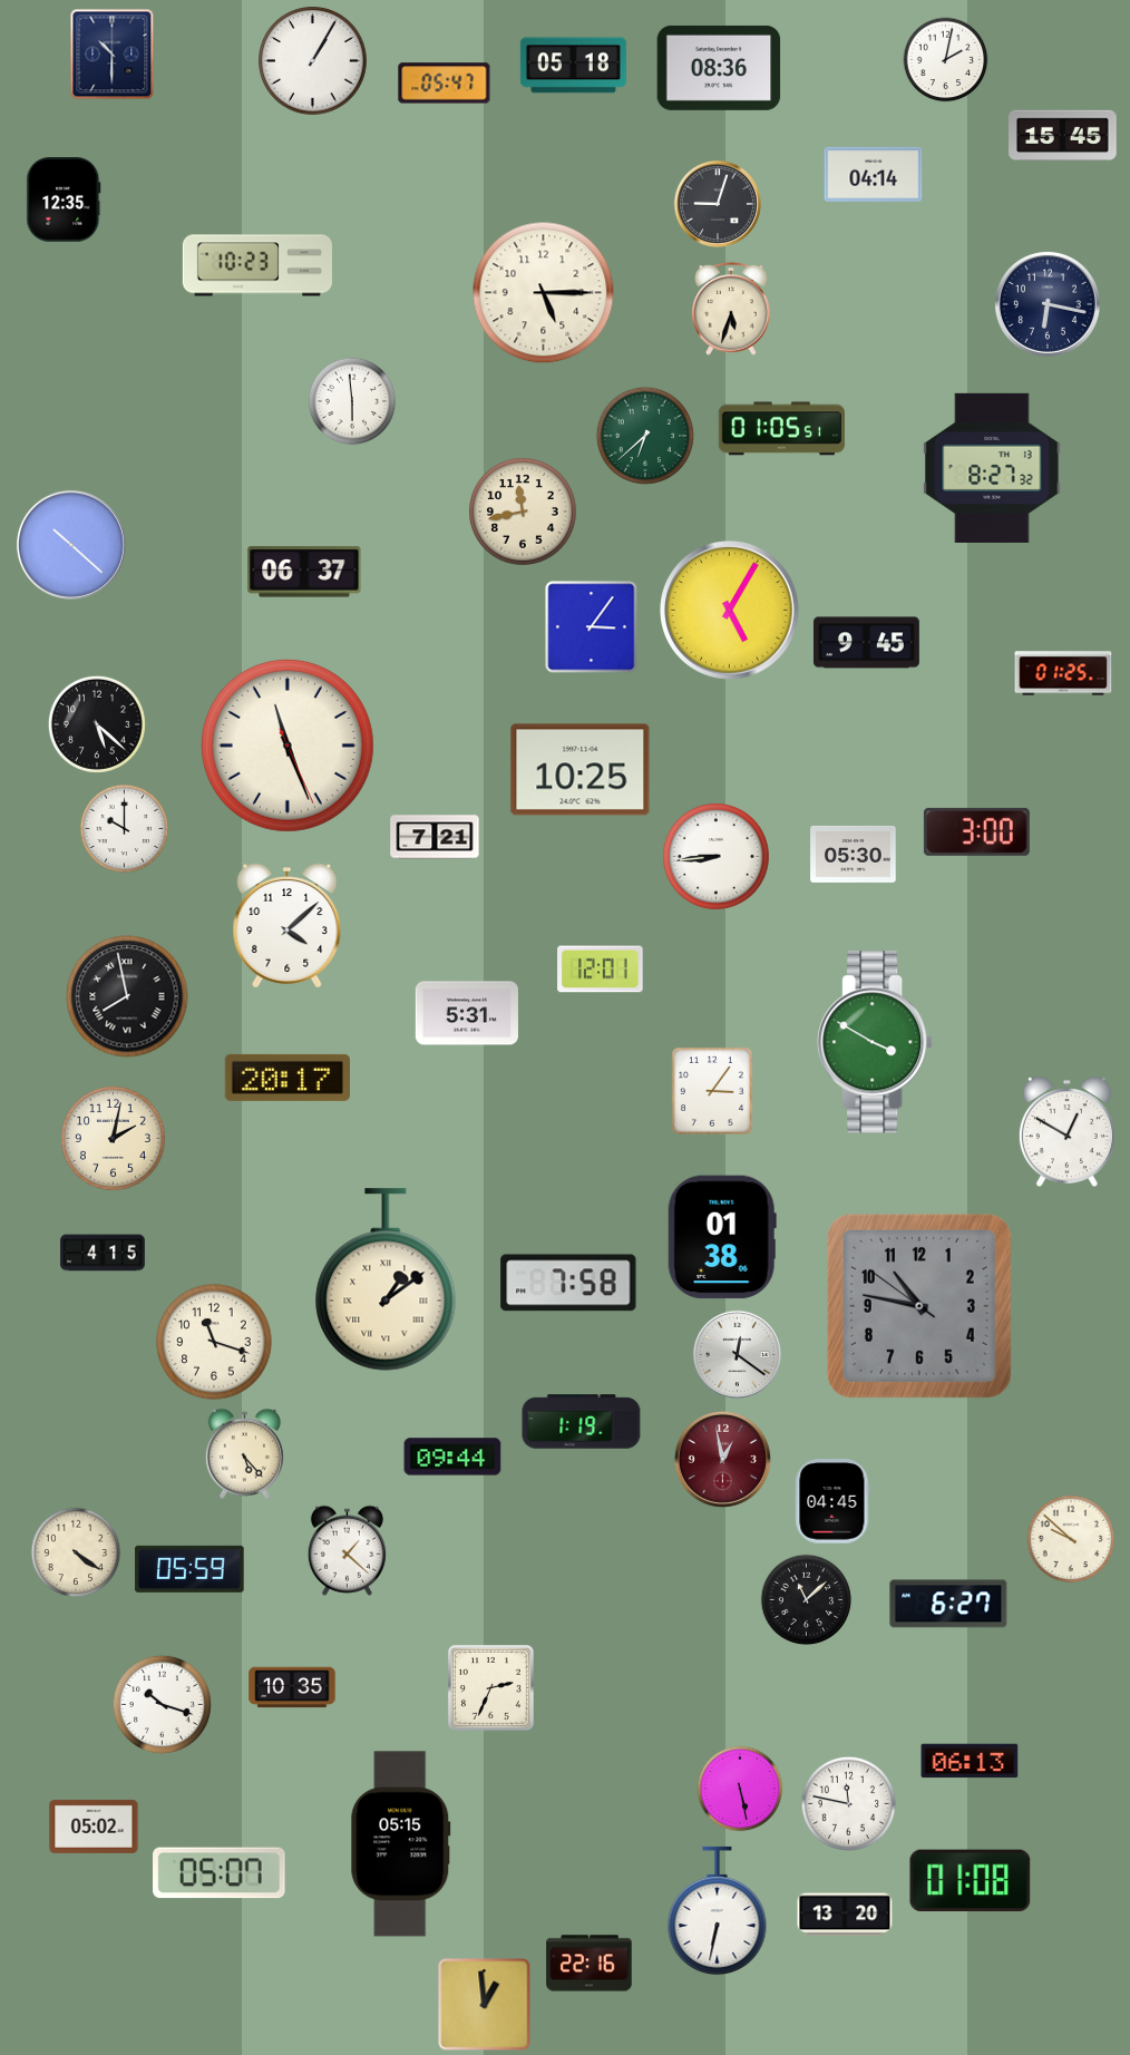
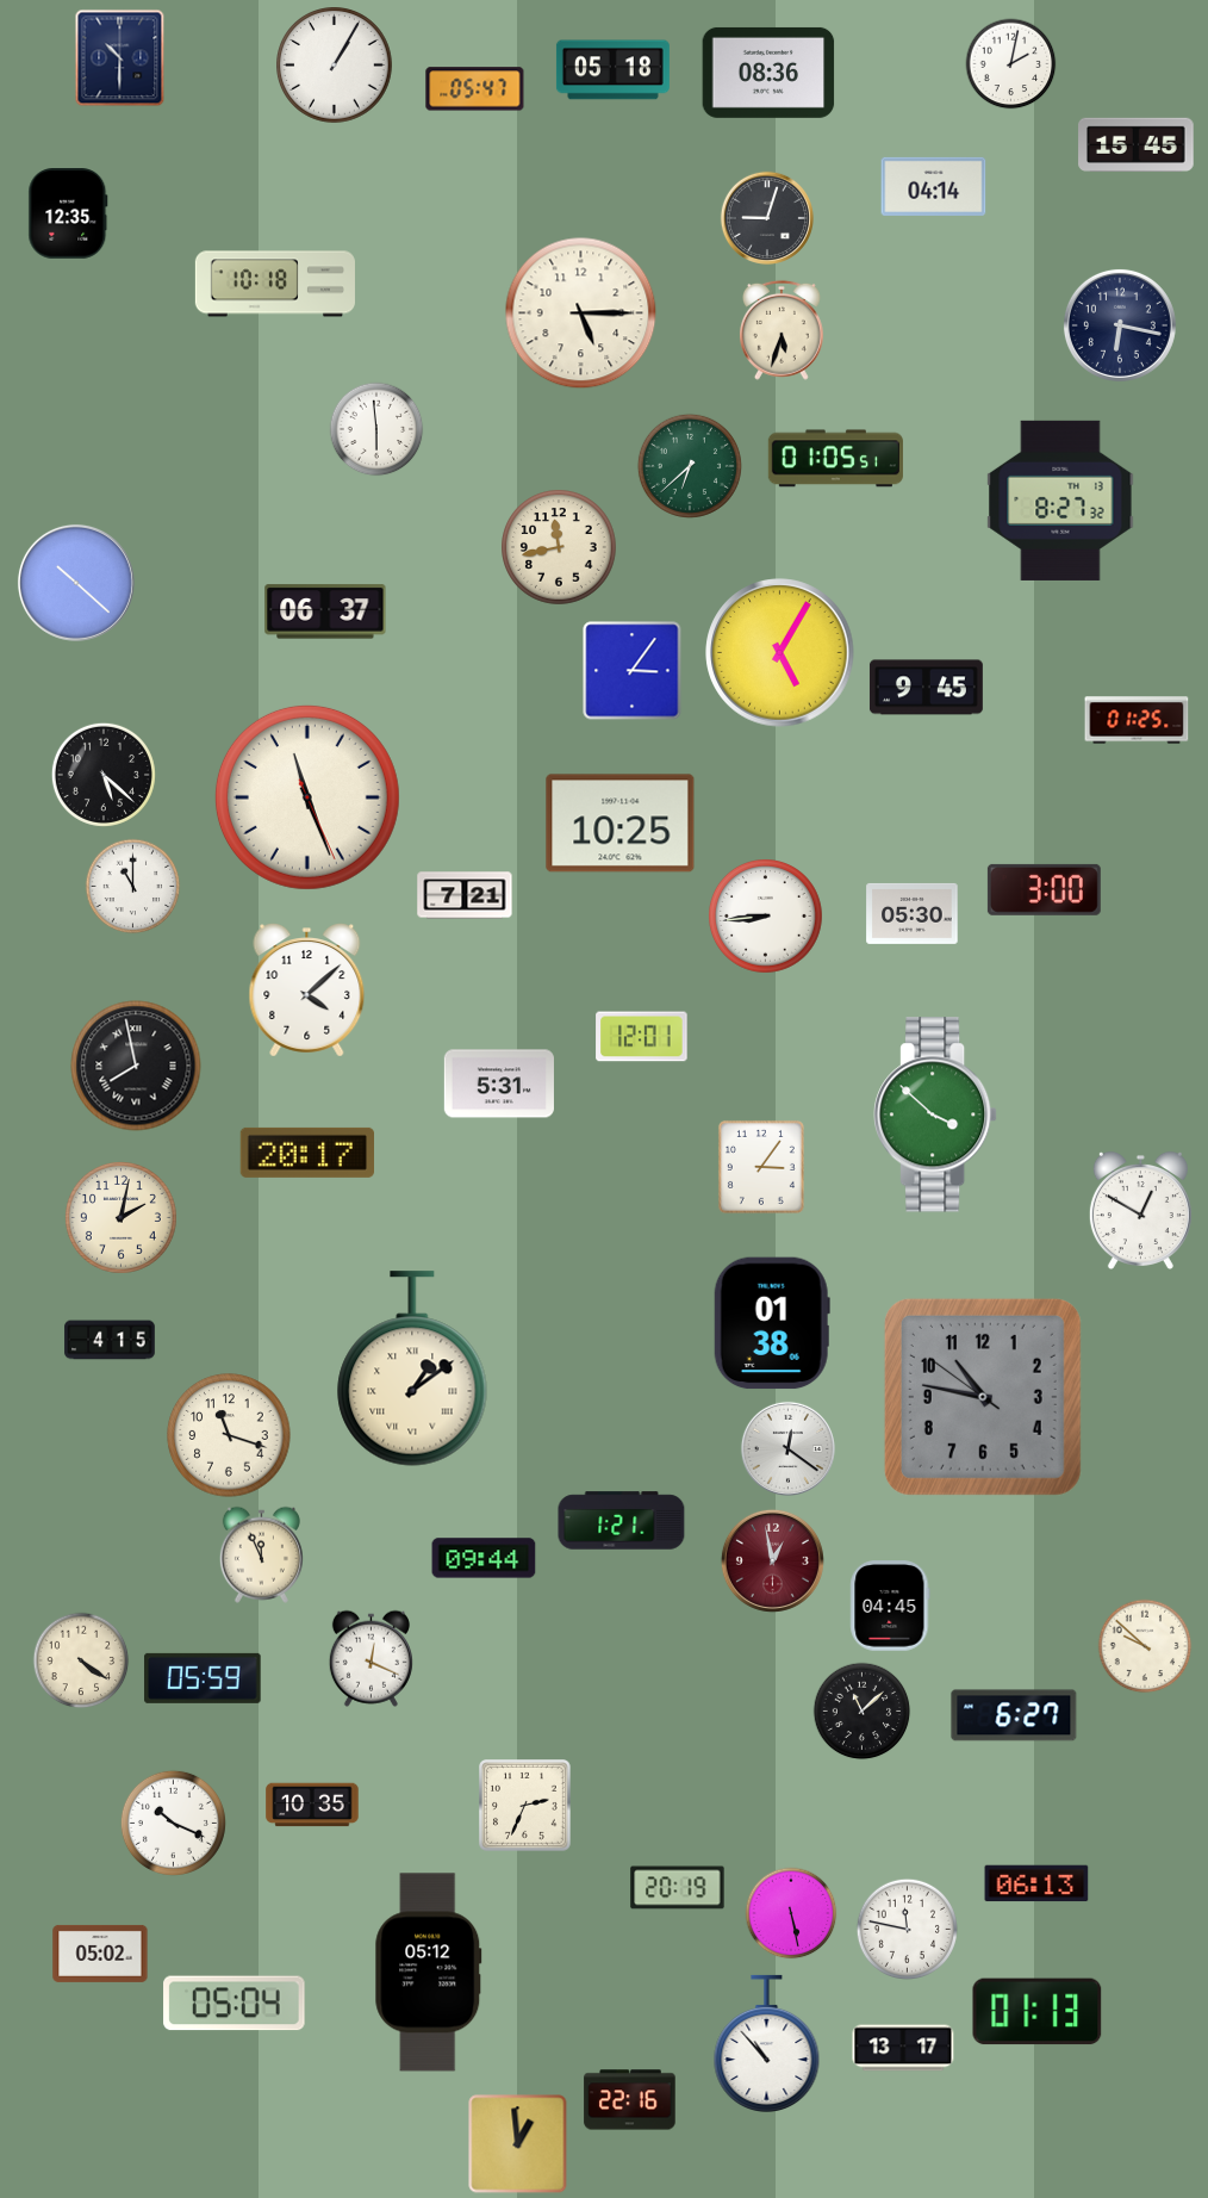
clock at (257, 265): 10:23 -> 10:18
clock at (125, 829): 10:00 -> 11:00
clock at (876, 1042): 3:50 -> 3:52
clock at (568, 1283): 7:58 -> none
clock at (582, 1422): 1:19 -> 1:21
clock at (244, 1453): 5:23 -> 11:56
clock at (347, 1550): 1:22 -> 12:19
clock at (162, 1704): 10:18 -> 10:19
clock at (678, 1888): none -> 20:19
clock at (401, 1844): 05:15 -> 05:12
clock at (220, 1873): 05:07 -> 05:04
clock at (971, 1881): 01:08 -> 01:13
clock at (718, 1910): 6:32 -> 10:53
clock at (845, 1915): 13:20 -> 13:17
